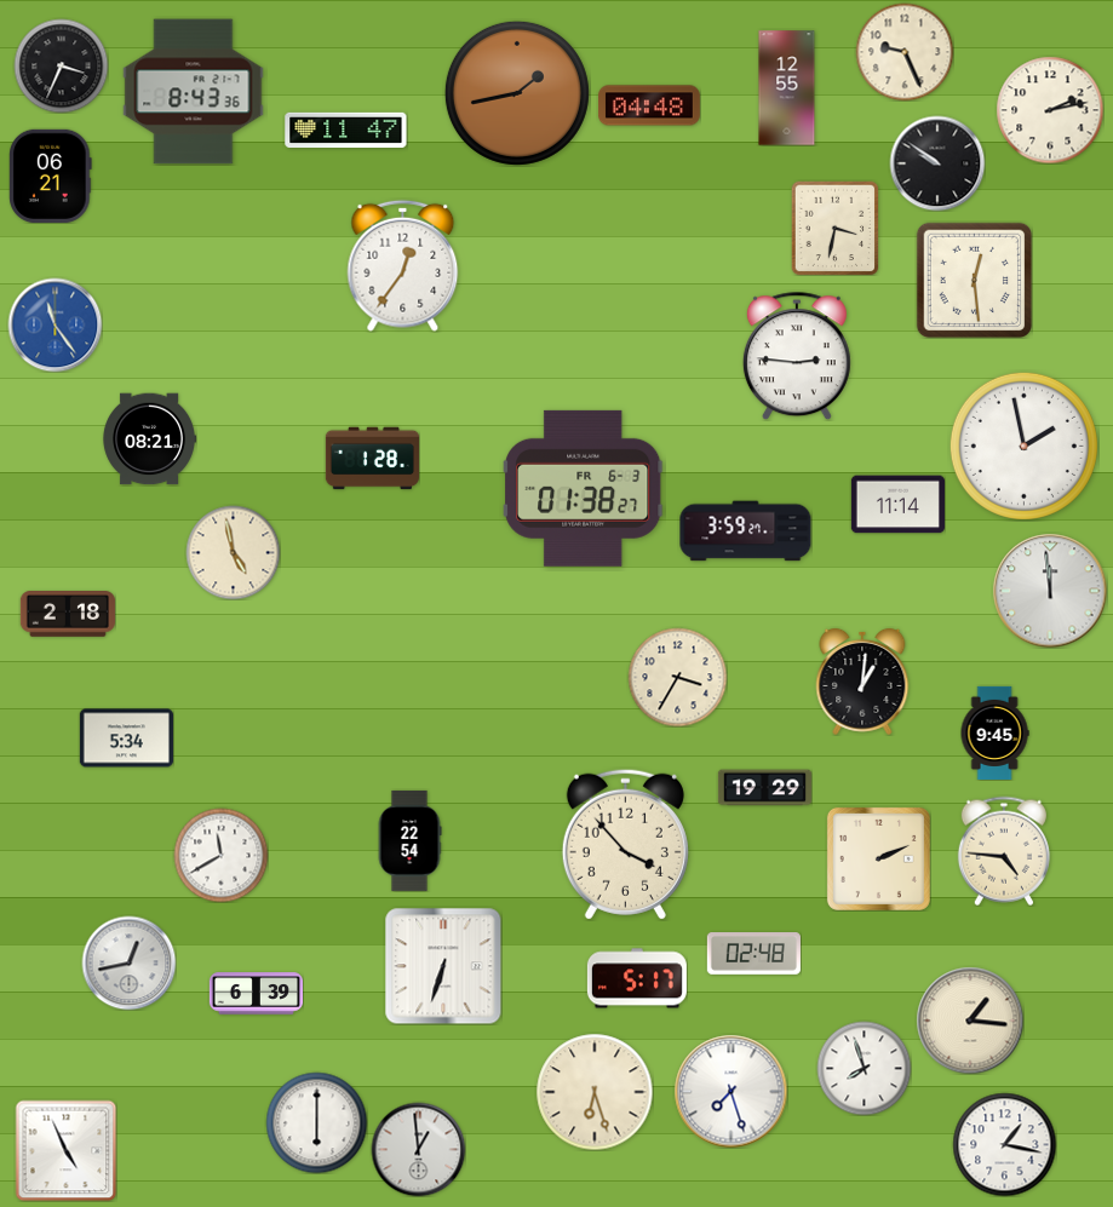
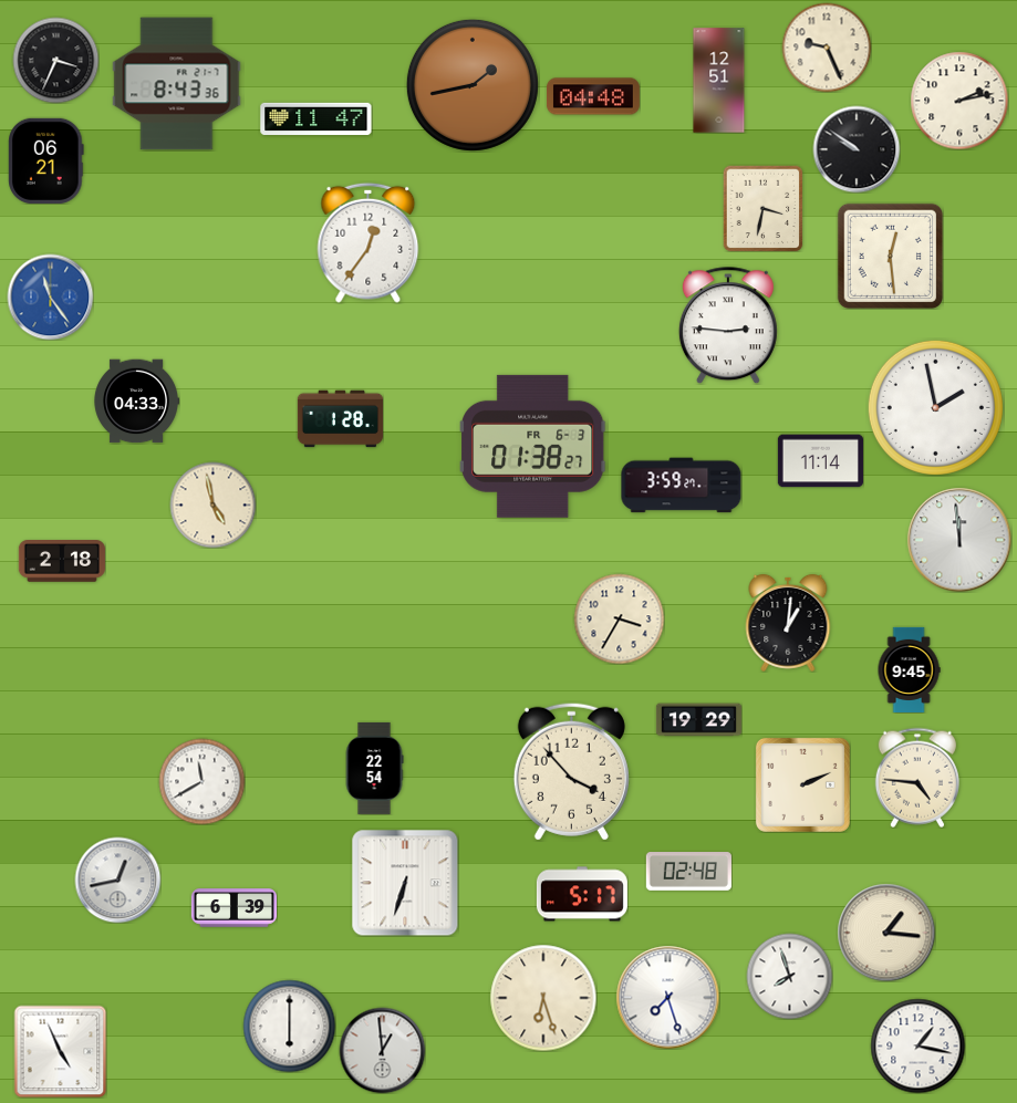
clock at (787, 88): 12:55 -> 12:51
clock at (149, 439): 08:21 -> 04:33
clock at (126, 738): 5:34 -> none
